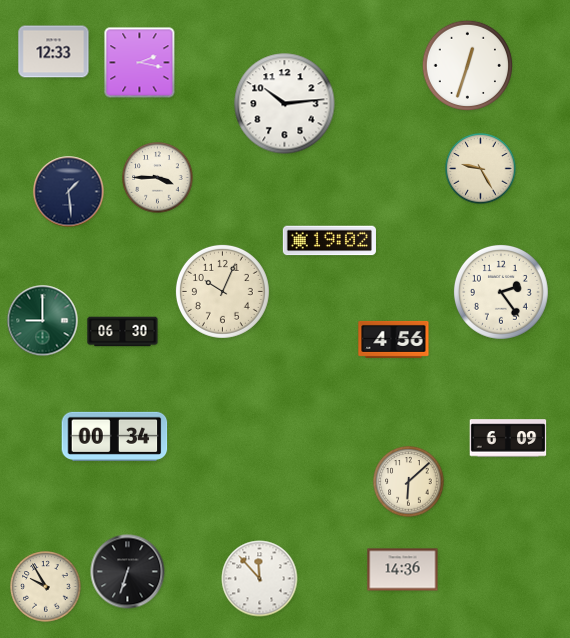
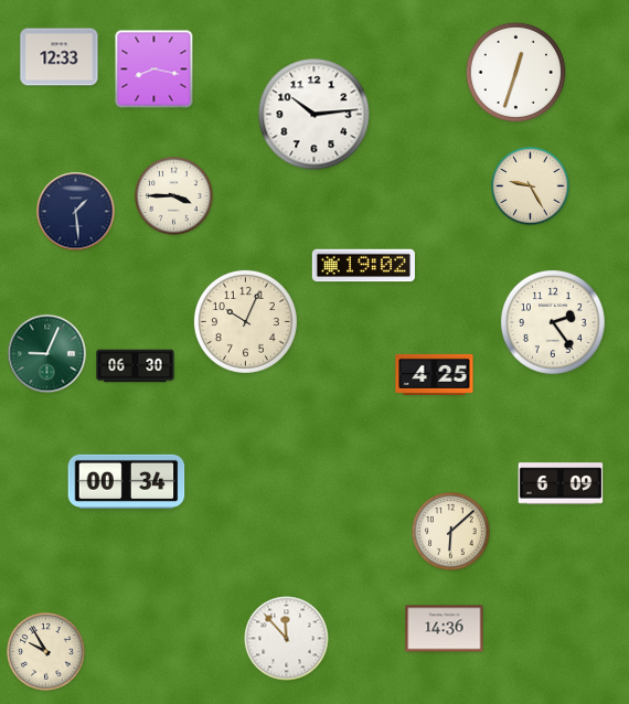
clock at (140, 63): 2:17 -> 8:17
clock at (43, 321): 9:00 -> 9:04
clock at (394, 339): 4:56 -> 4:25
clock at (128, 572): 6:33 -> none
clock at (46, 587) position: (46, 587) -> (46, 652)
